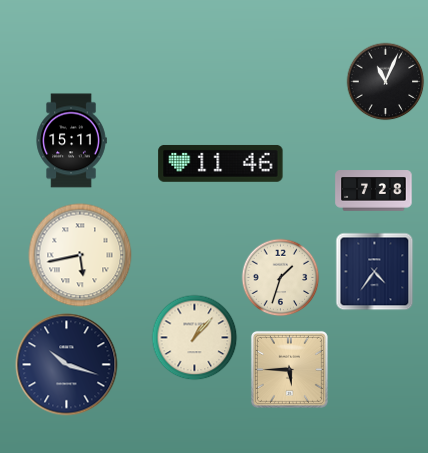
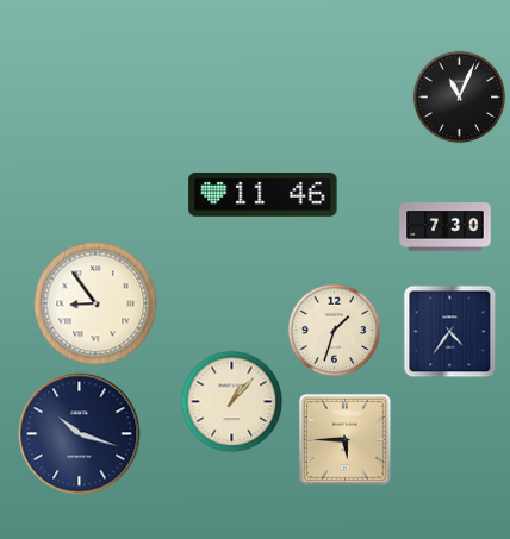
clock at (71, 141): 15:11 -> none
clock at (374, 191): 7:28 -> 7:30
clock at (80, 255): 5:43 -> 8:54
clock at (374, 271) position: (374, 271) -> (449, 331)
